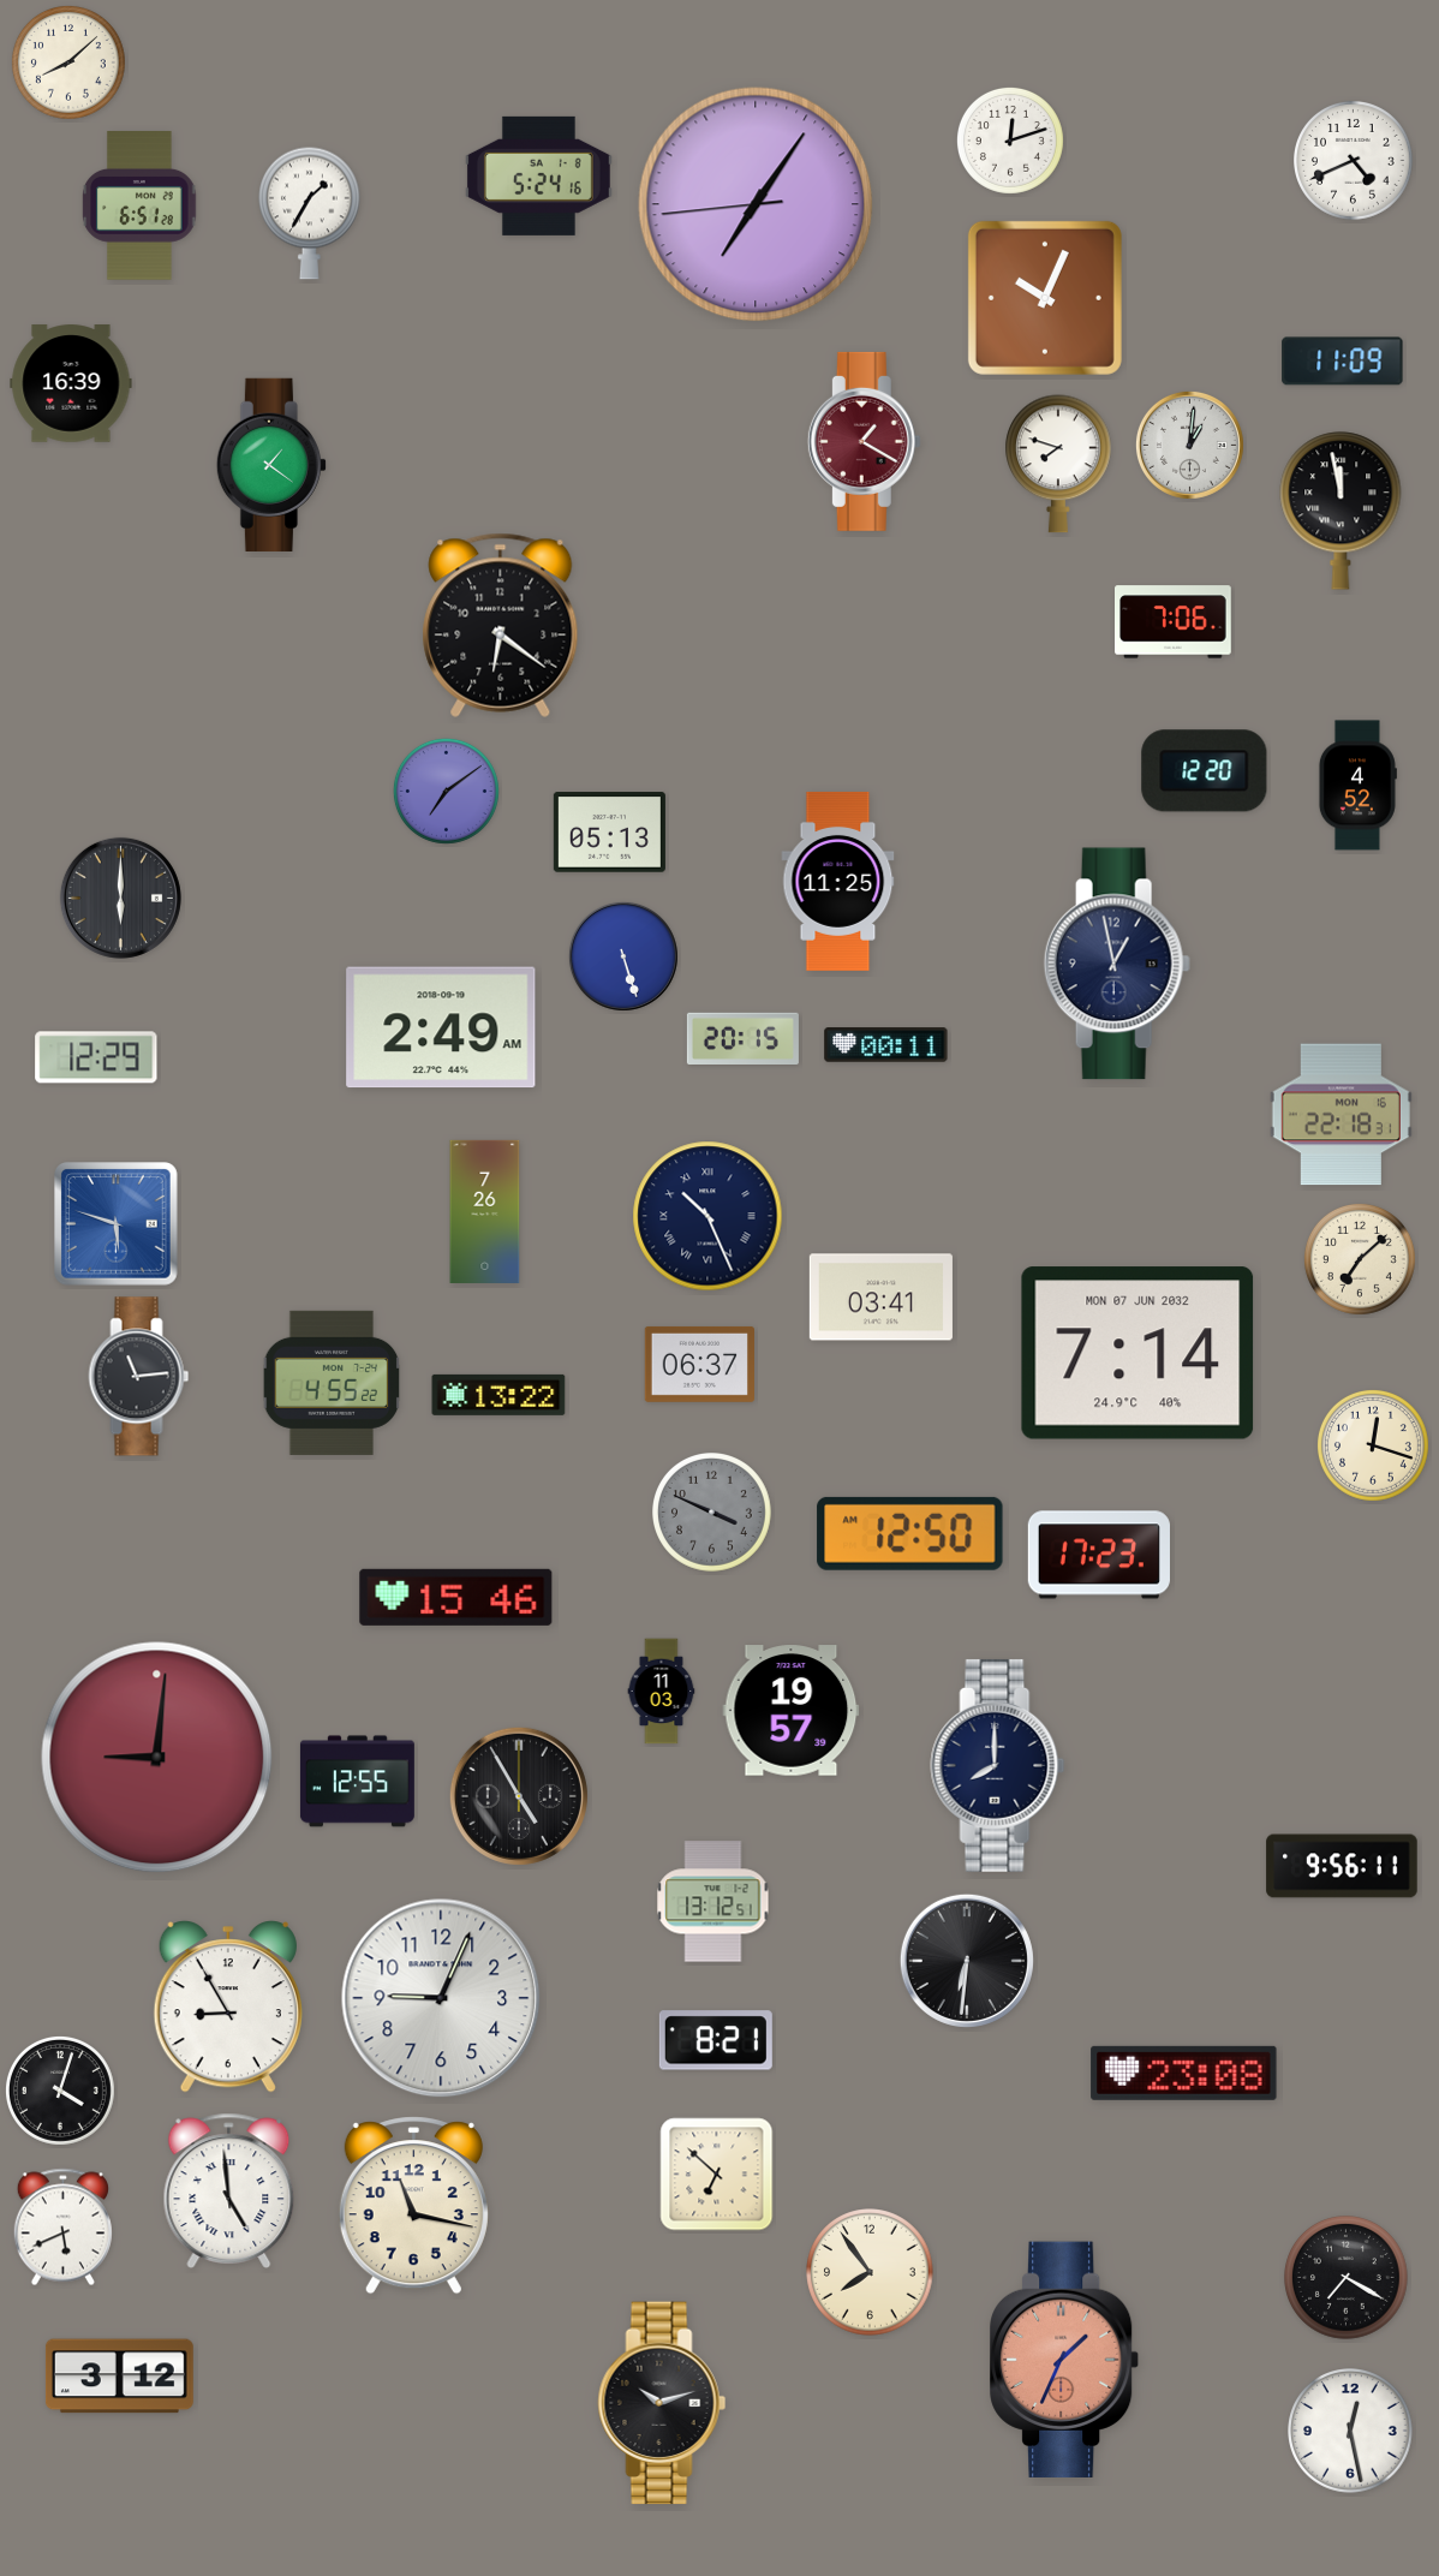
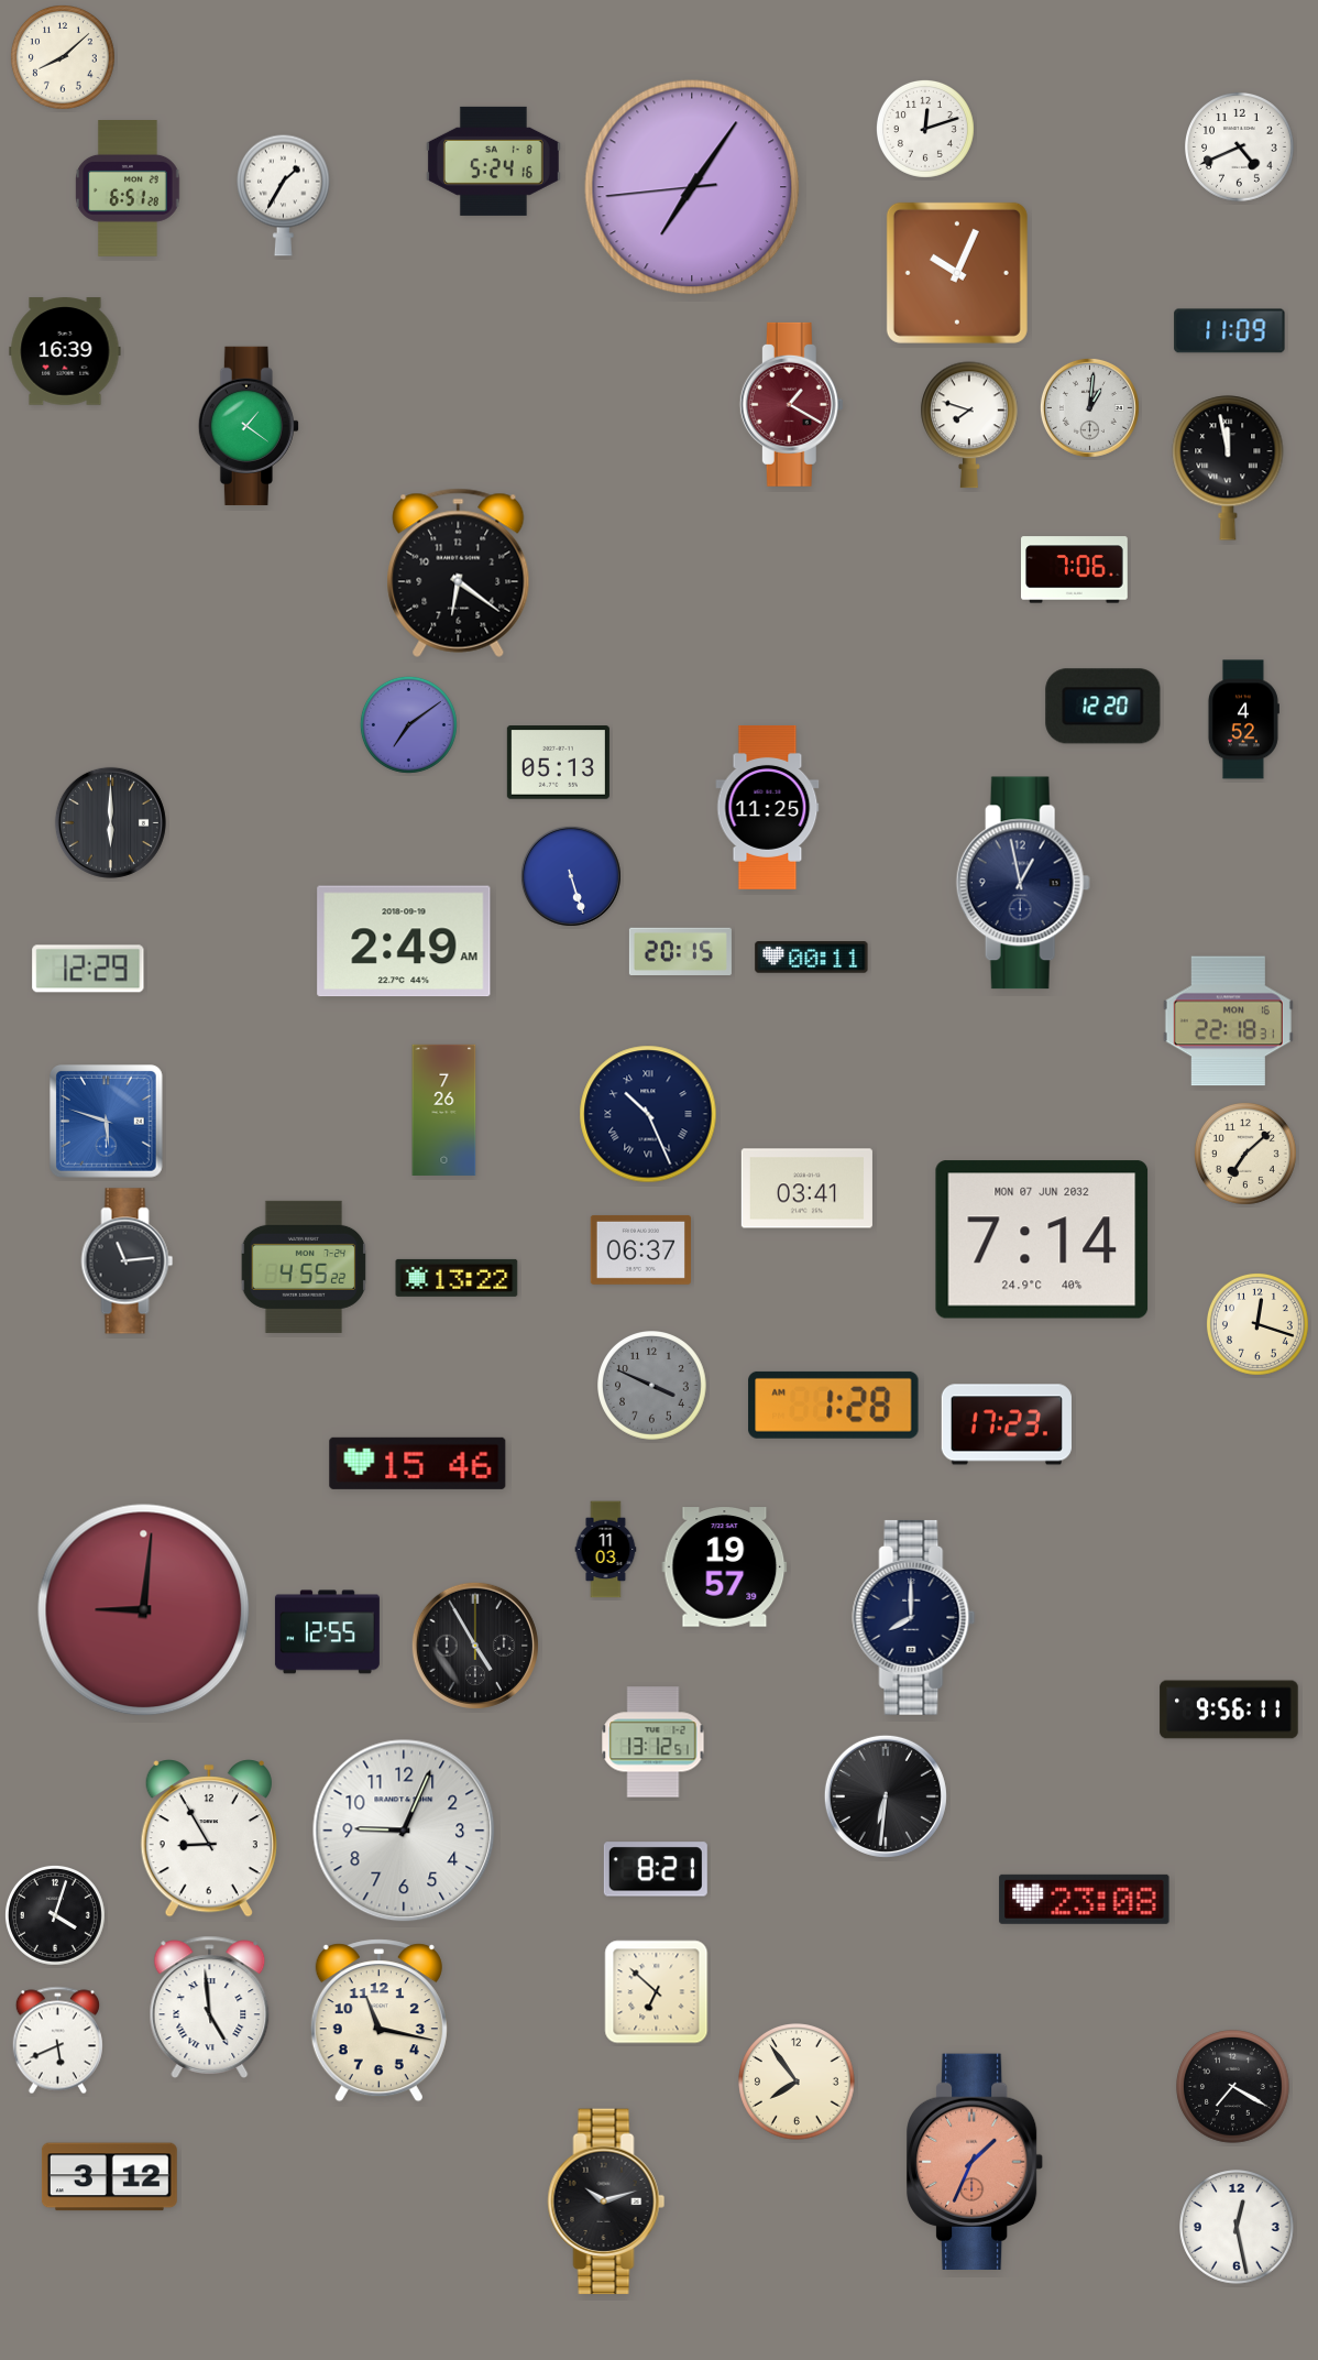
clock at (910, 1533): 12:50 -> 1:28
